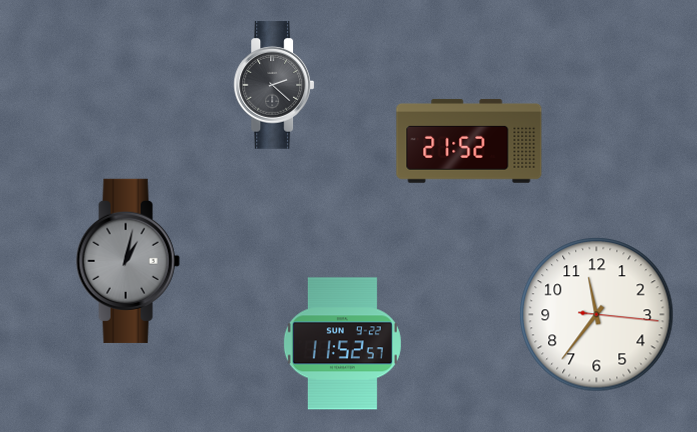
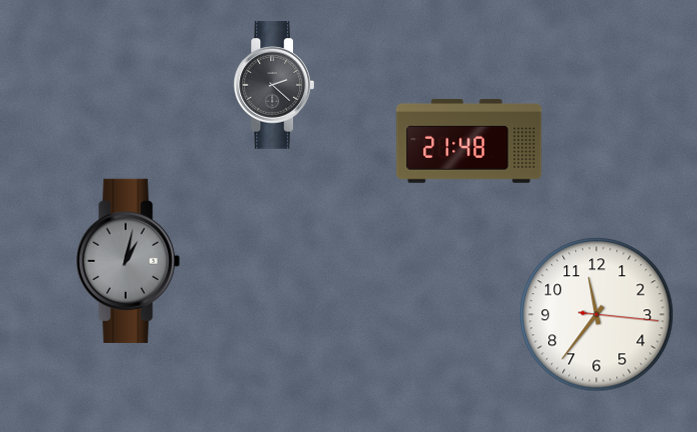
clock at (469, 141): 21:52 -> 21:48
clock at (342, 344): 11:52 -> none
